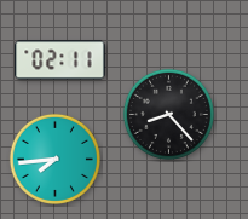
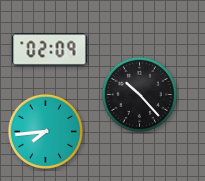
clock at (60, 60): 02:11 -> 02:09
clock at (168, 114): 8:23 -> 10:23
